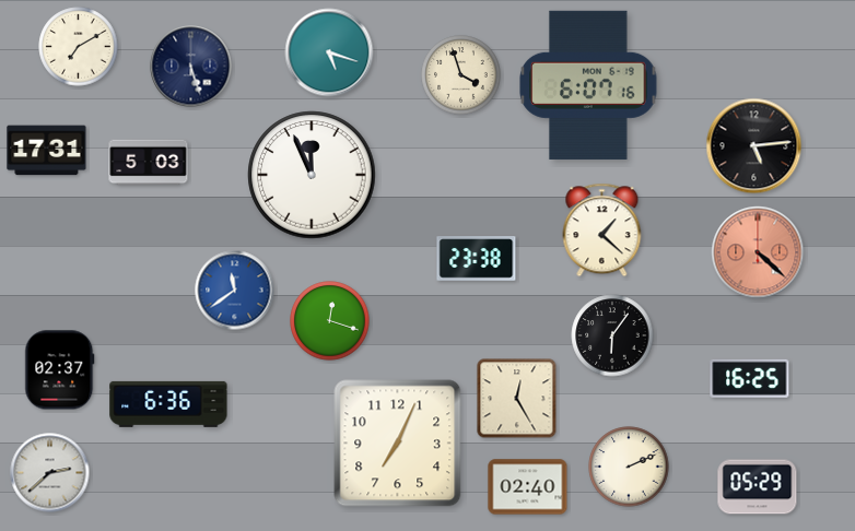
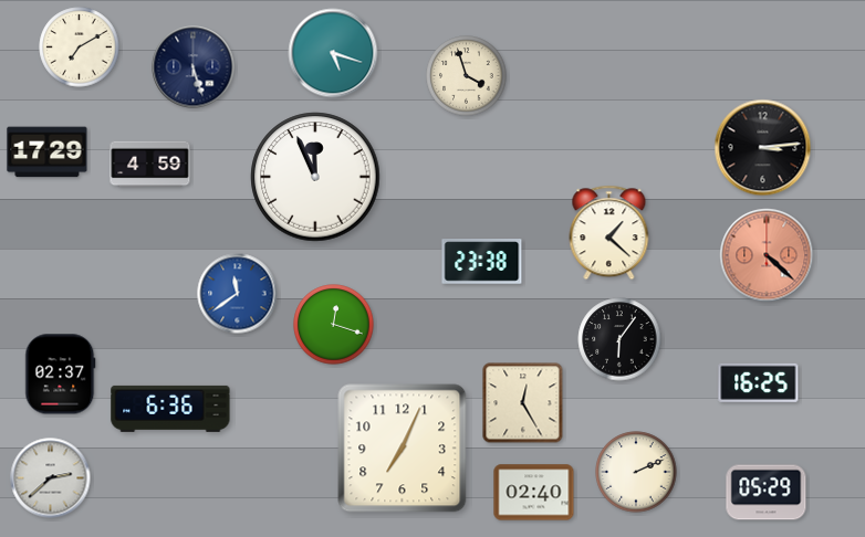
clock at (588, 85): 6:07 -> none
clock at (754, 146): 5:14 -> 3:14
clock at (47, 151): 17:31 -> 17:29
clock at (149, 163): 5:03 -> 4:59
